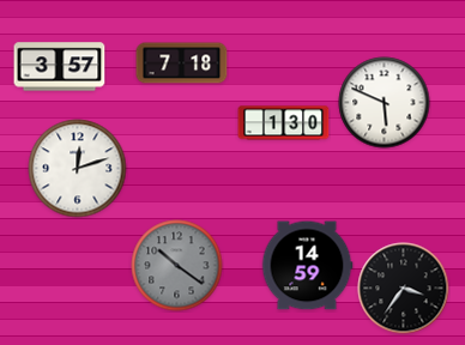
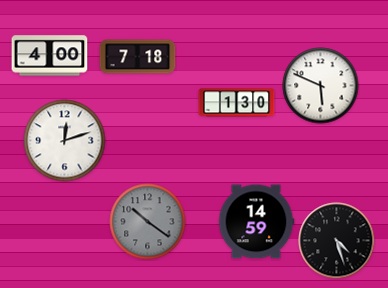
clock at (182, 63) position: (182, 63) -> (138, 57)
clock at (60, 67): 3:57 -> 4:00
clock at (404, 289): 3:36 -> 4:27
